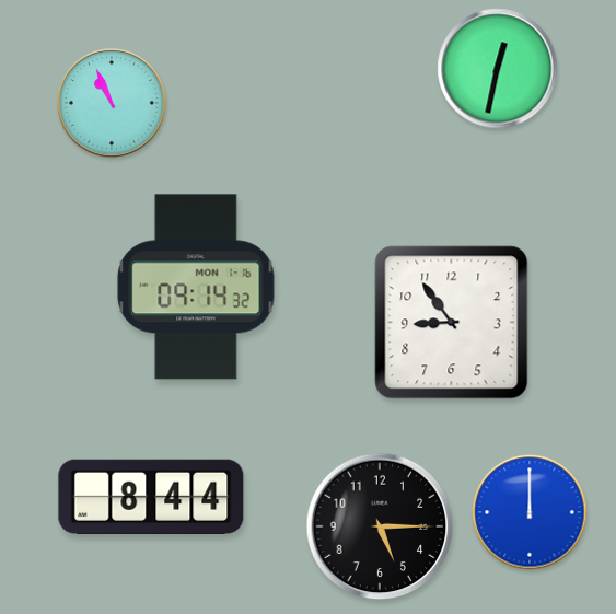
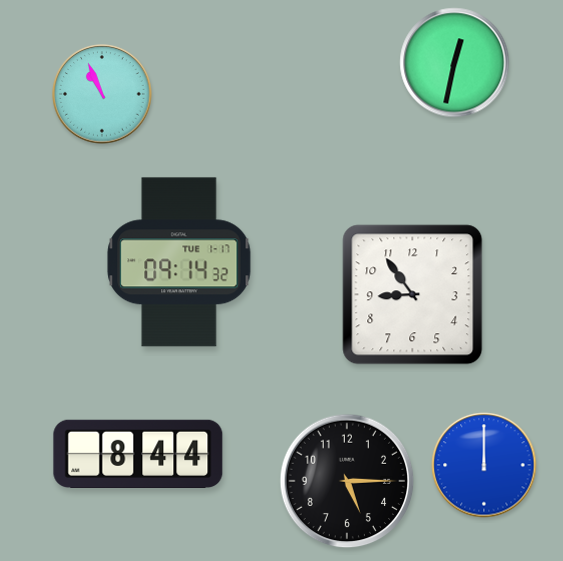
clock at (196, 287) date: MON 1-16 -> TUE 1-17
clock at (530, 512) position: (530, 512) -> (484, 465)
